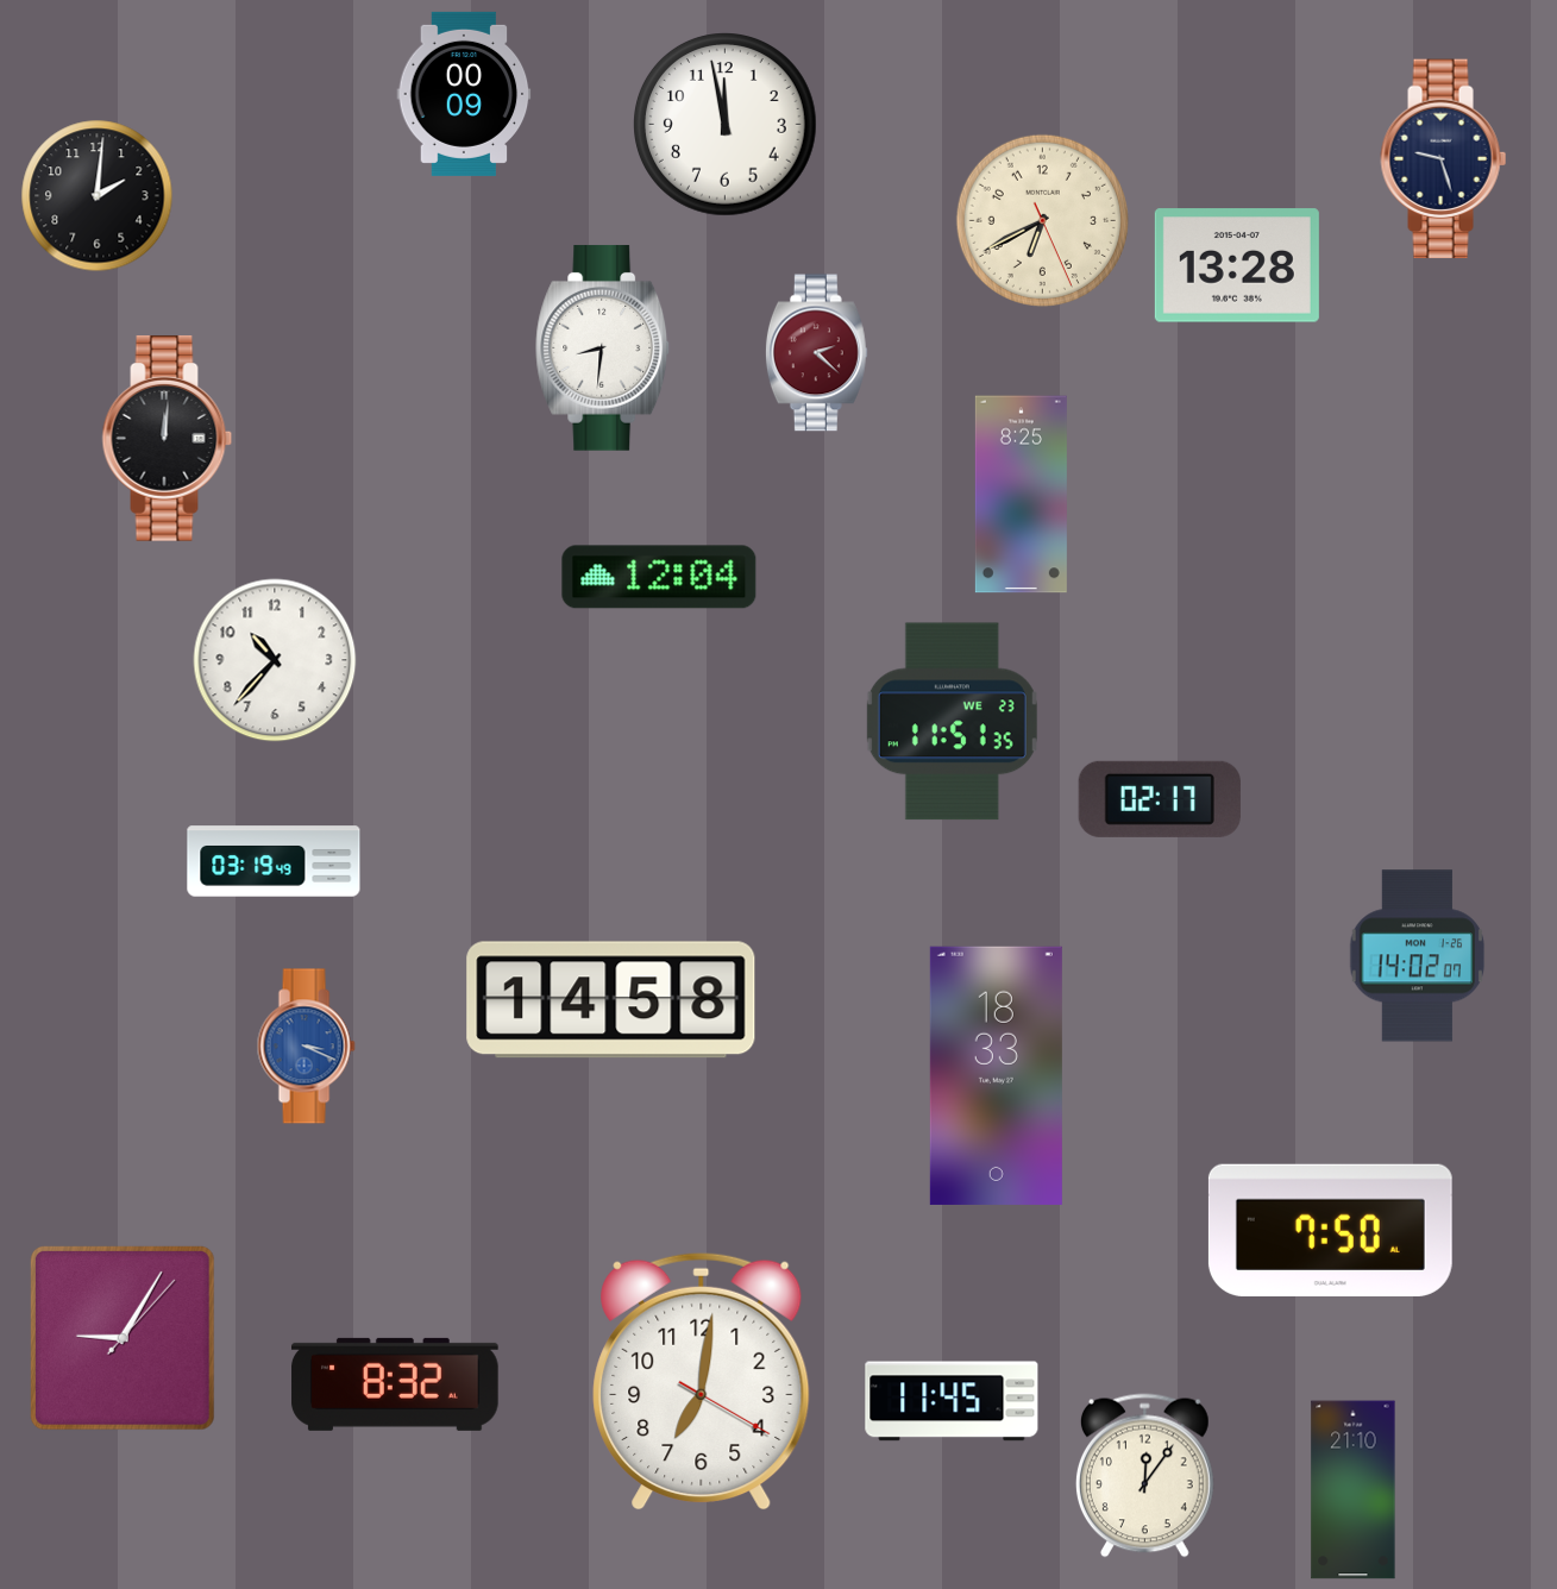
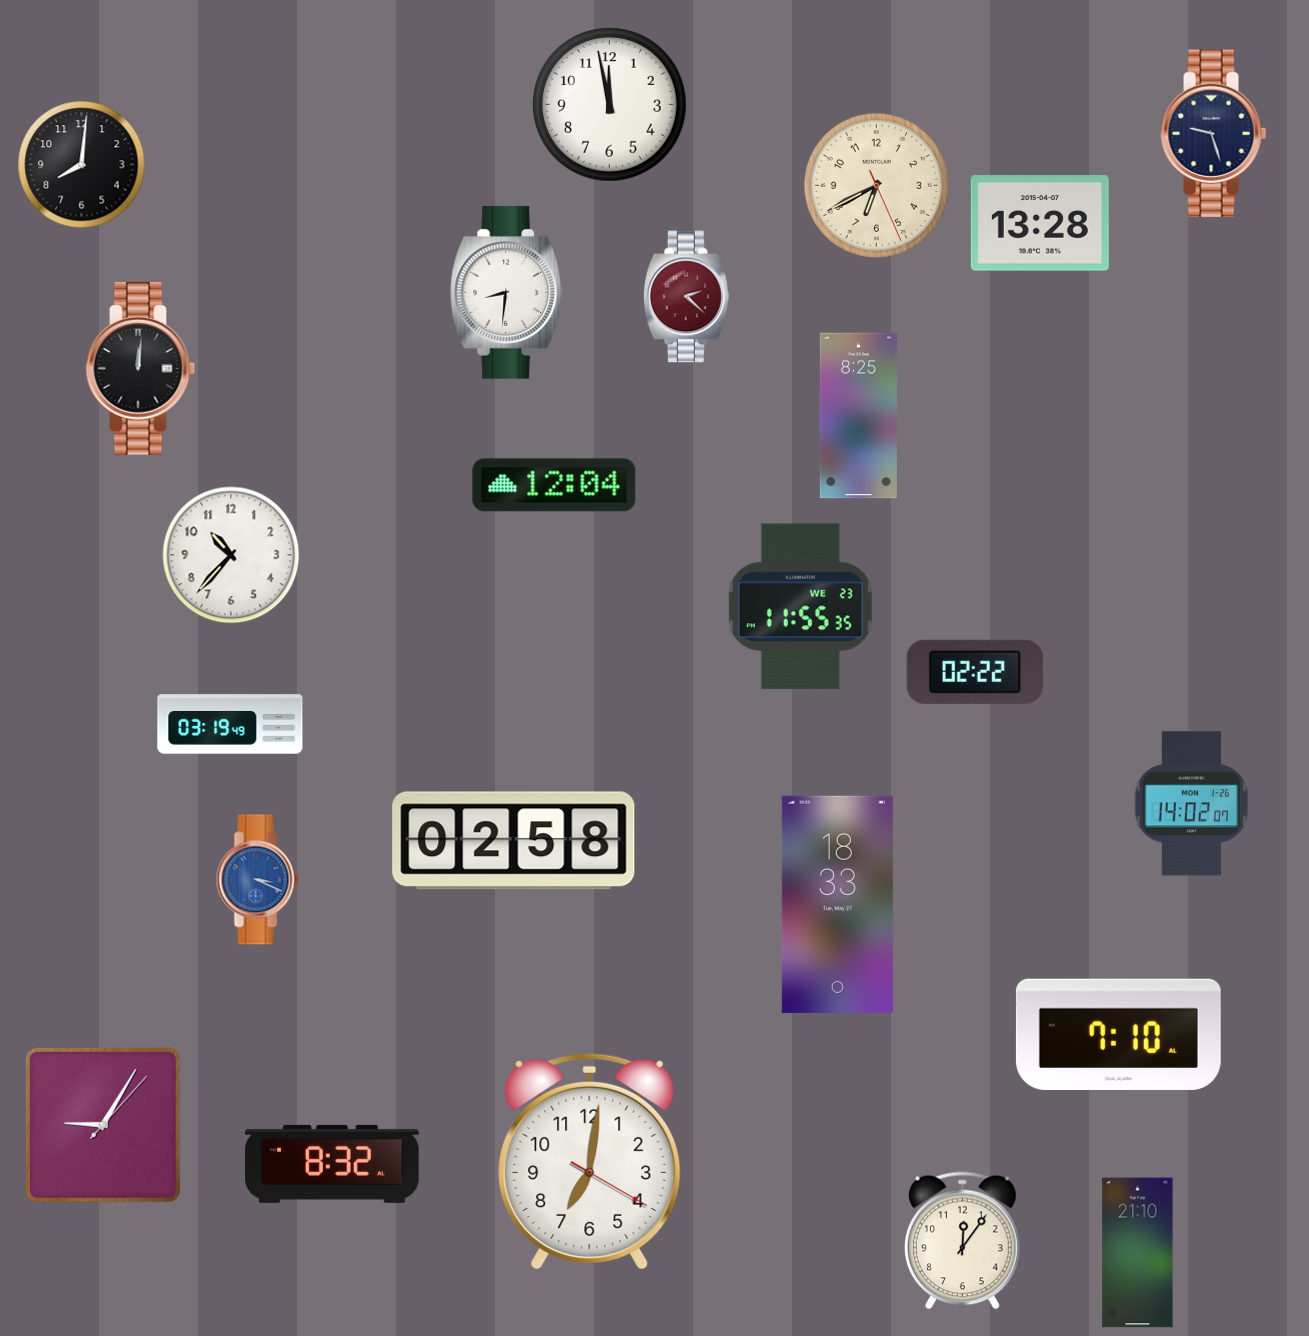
clock at (464, 94): 00:09 -> none
clock at (98, 196): 2:01 -> 8:01
clock at (952, 722): 11:51 -> 11:55
clock at (1160, 799): 02:17 -> 02:22
clock at (611, 1000): 14:58 -> 02:58
clock at (1330, 1230): 7:50 -> 7:10
clock at (952, 1401): 11:45 -> none
